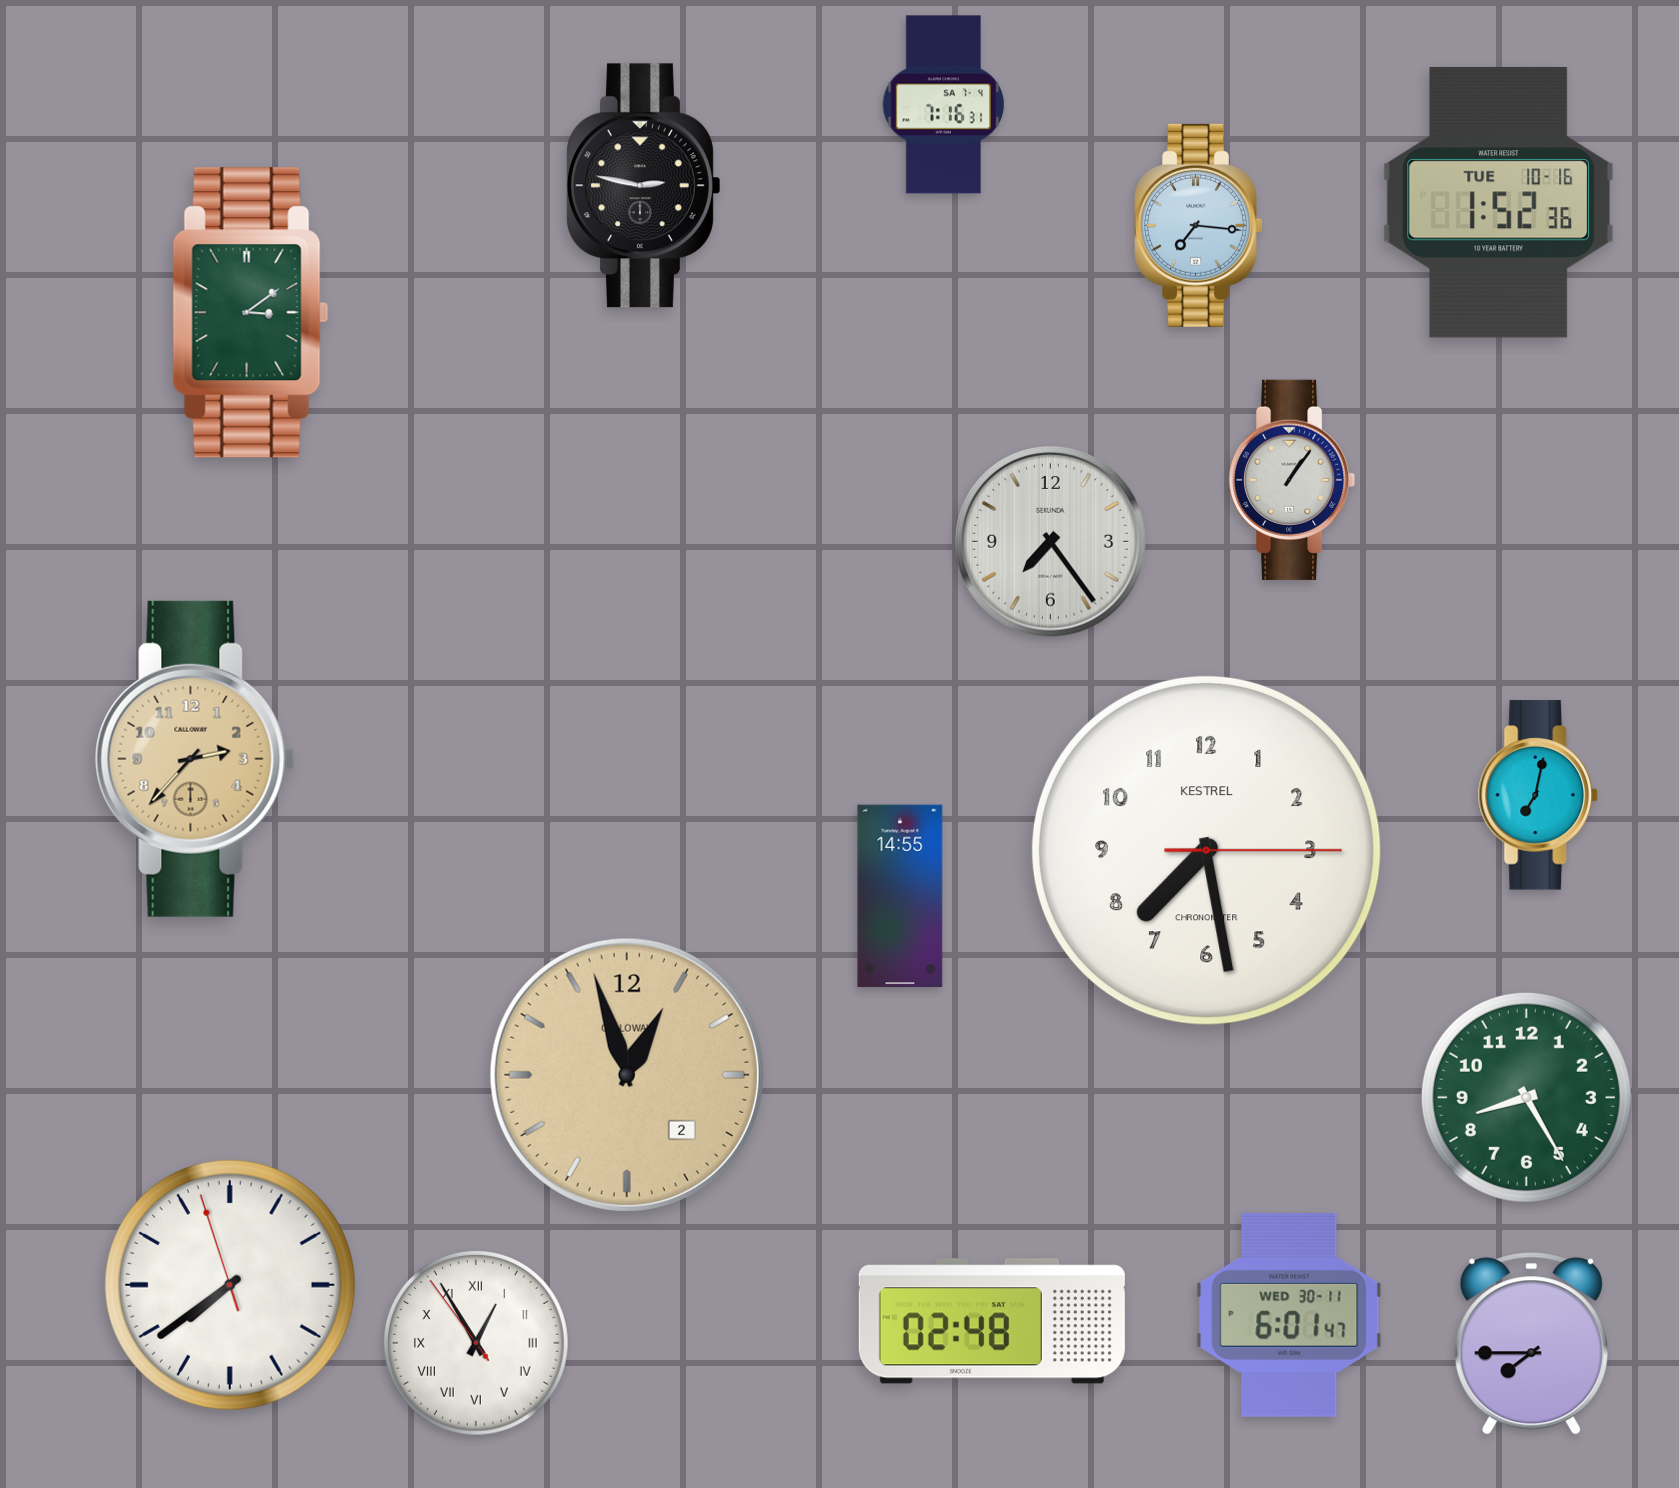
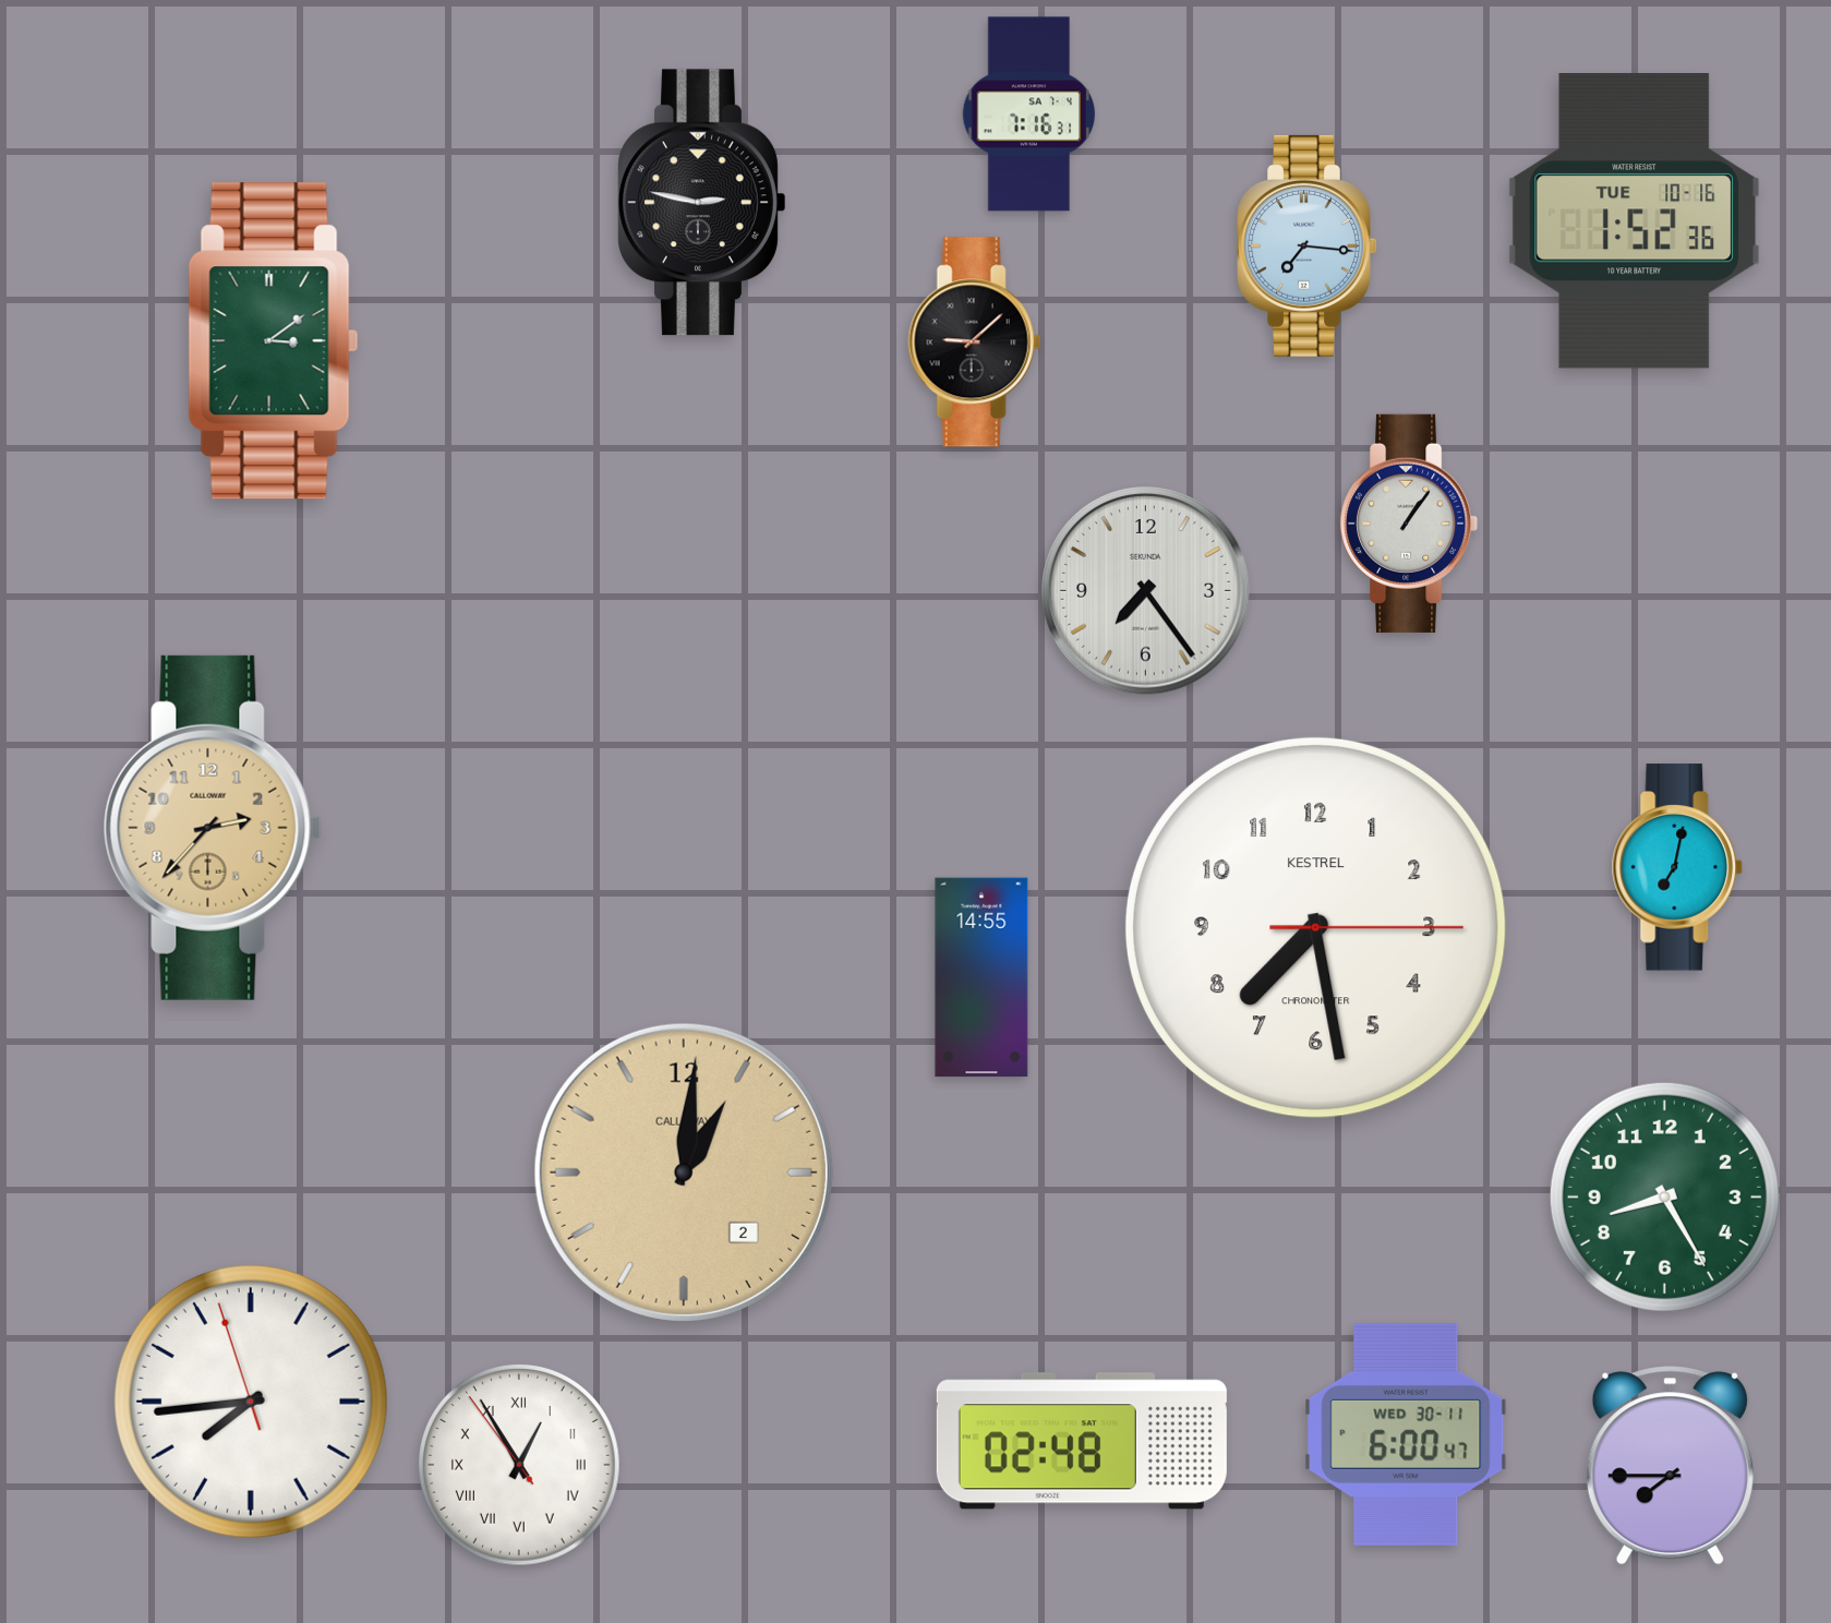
clock at (974, 342): none -> 9:08
clock at (627, 1075): 12:57 -> 1:01
clock at (230, 1285): 7:38 -> 7:43
clock at (1289, 1315): 6:01 -> 6:00
